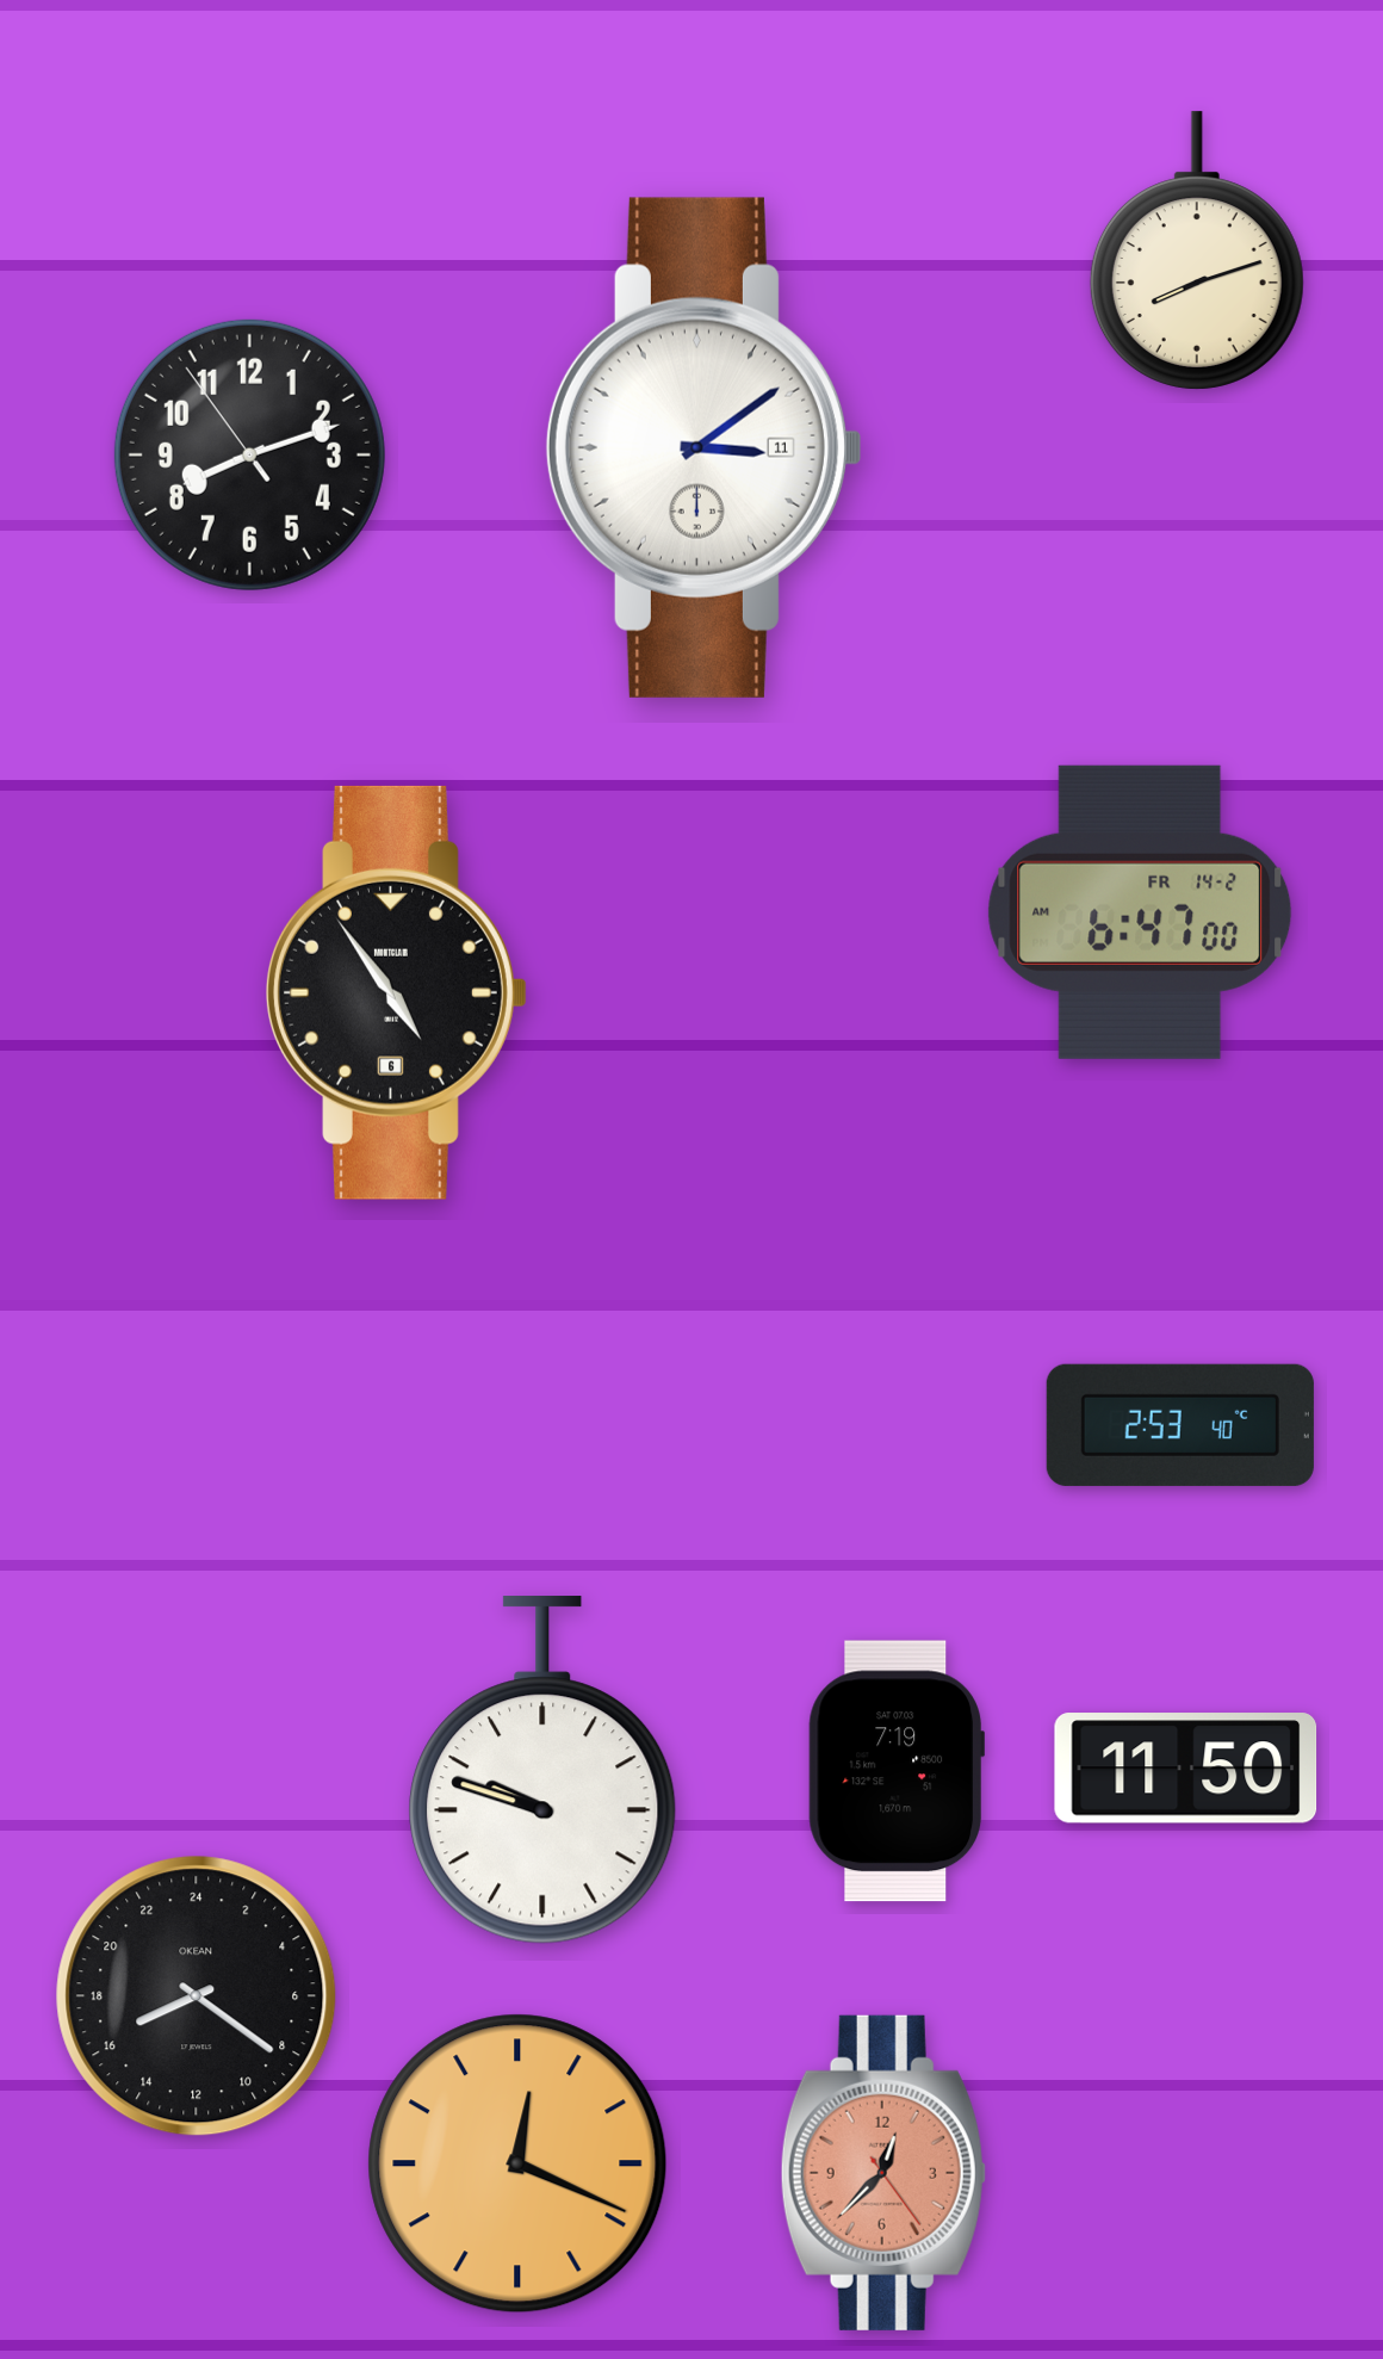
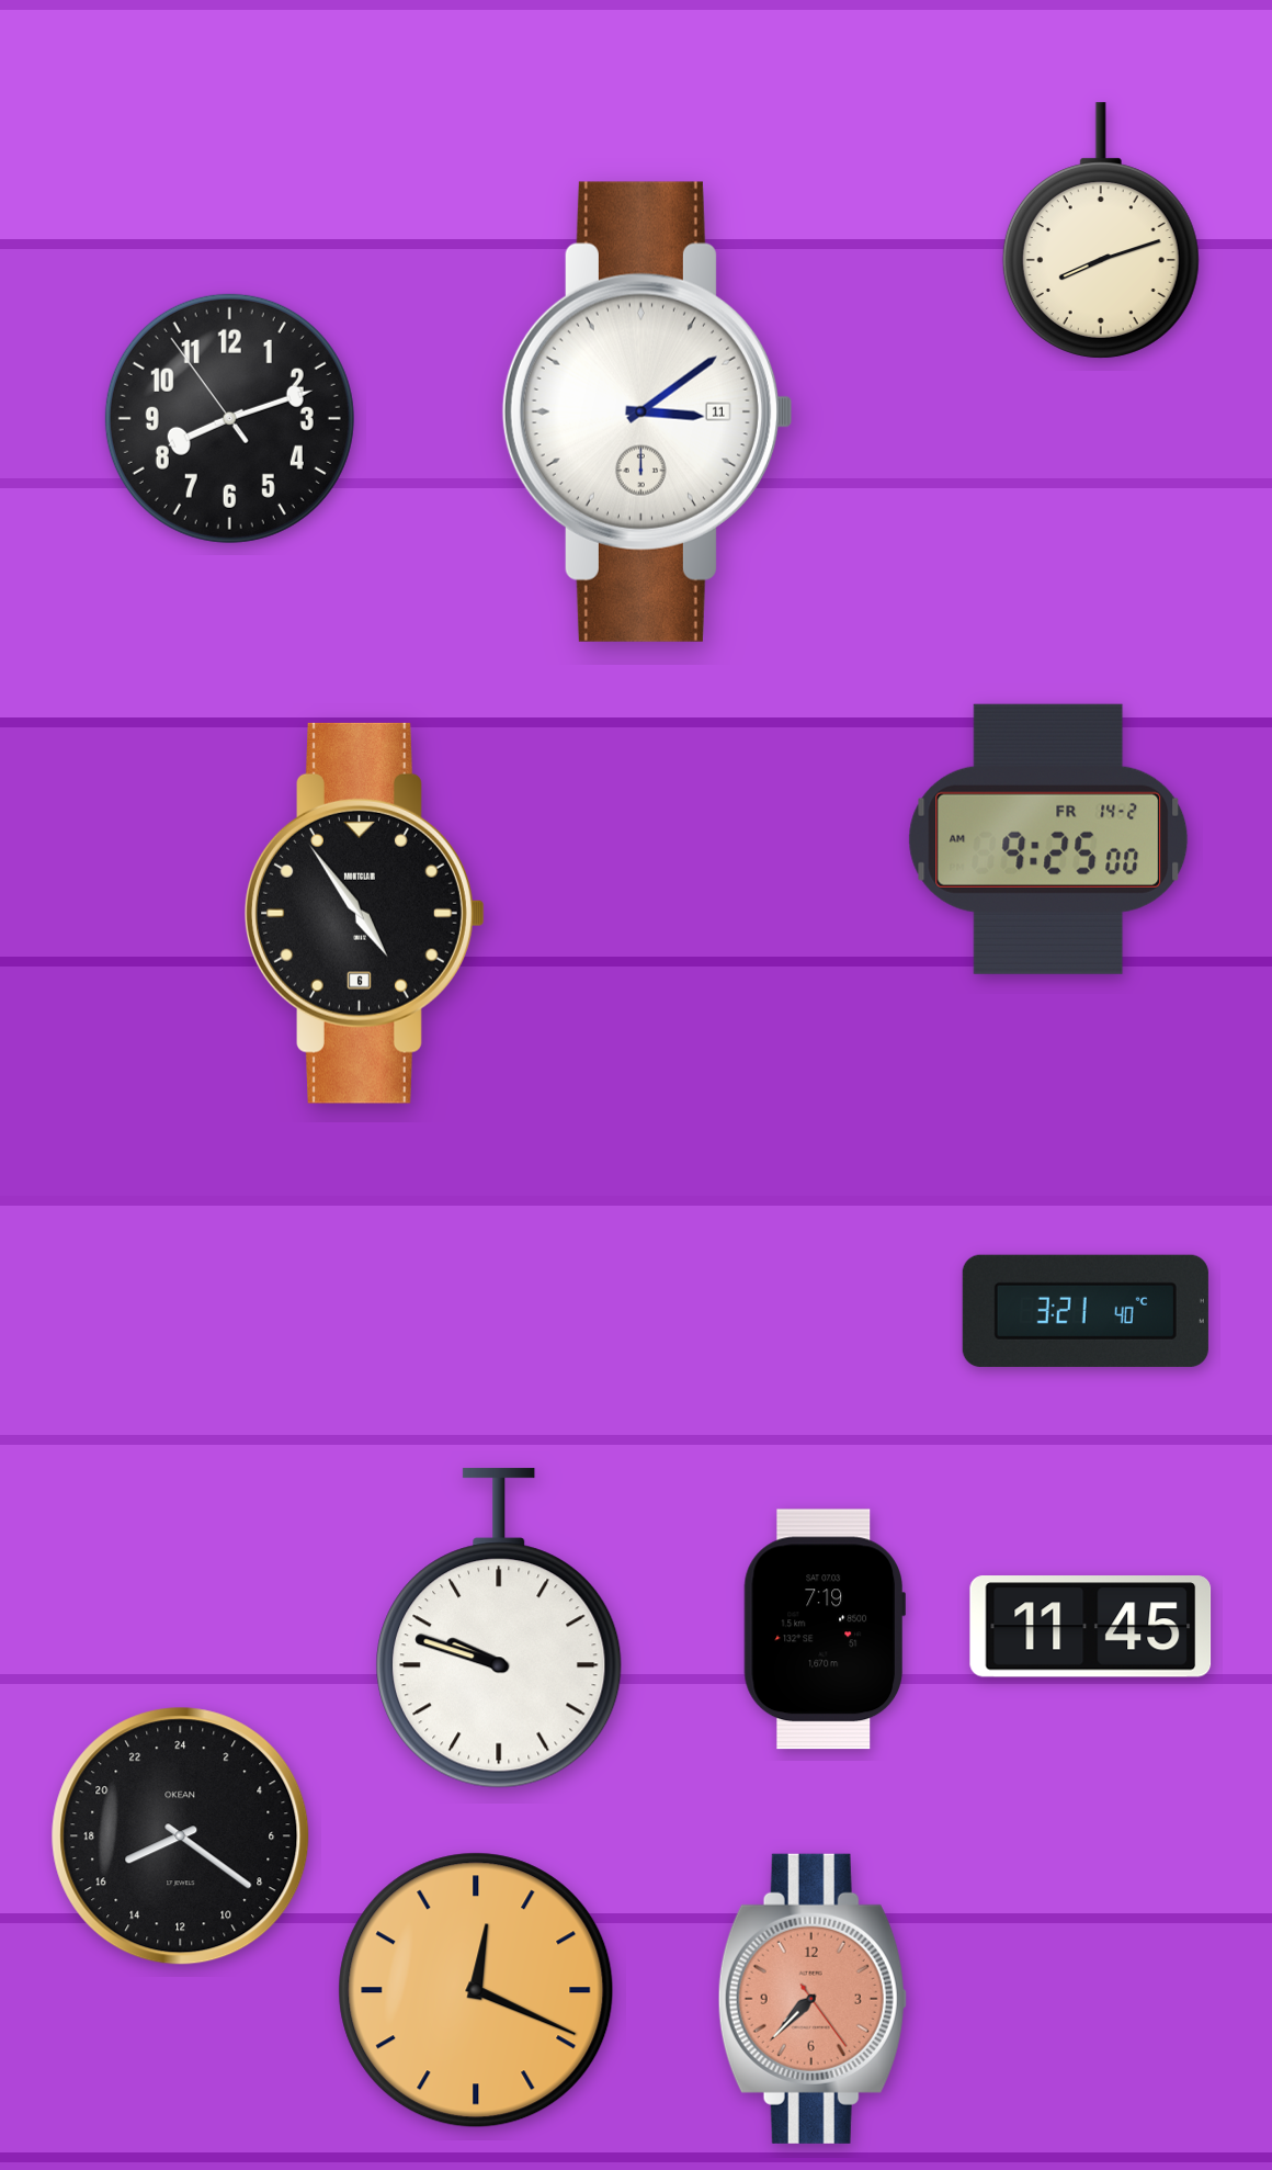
clock at (1140, 912): 6:47 -> 9:25
clock at (1180, 1425): 2:53 -> 3:21
clock at (1186, 1769): 11:50 -> 11:45
clock at (883, 2173): 12:37 -> 7:37
